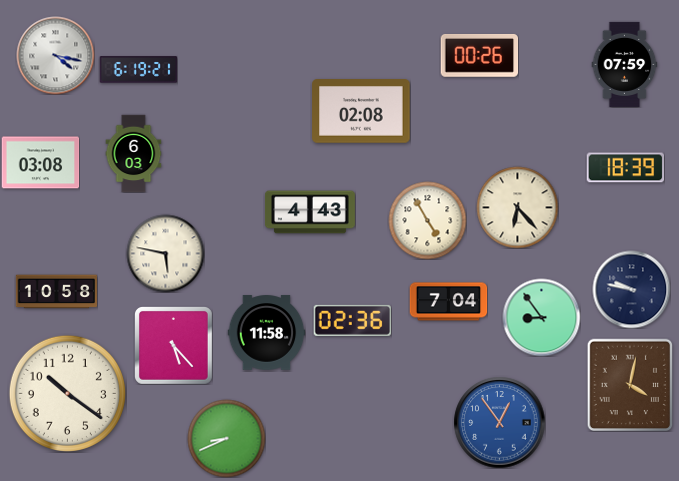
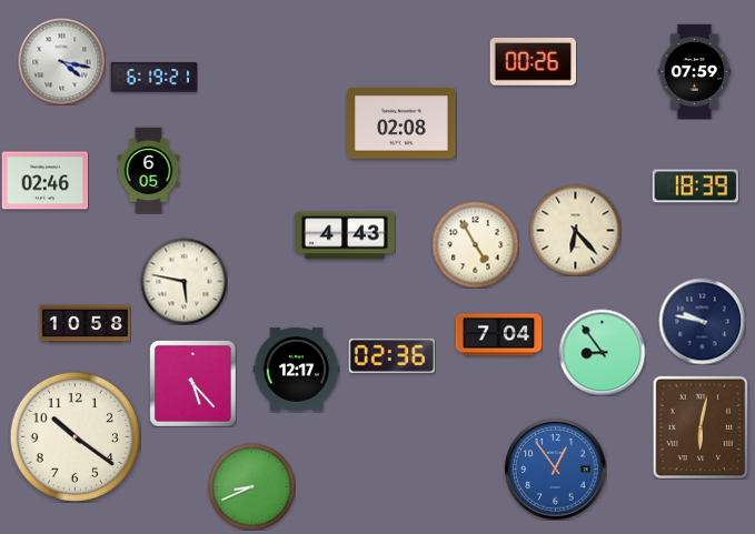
clock at (134, 153): 6:03 -> 6:05
clock at (40, 163): 03:08 -> 02:46
clock at (56, 292) position: (56, 292) -> (85, 324)
clock at (266, 333): 11:58 -> 12:17
clock at (630, 385): 4:02 -> 6:02
